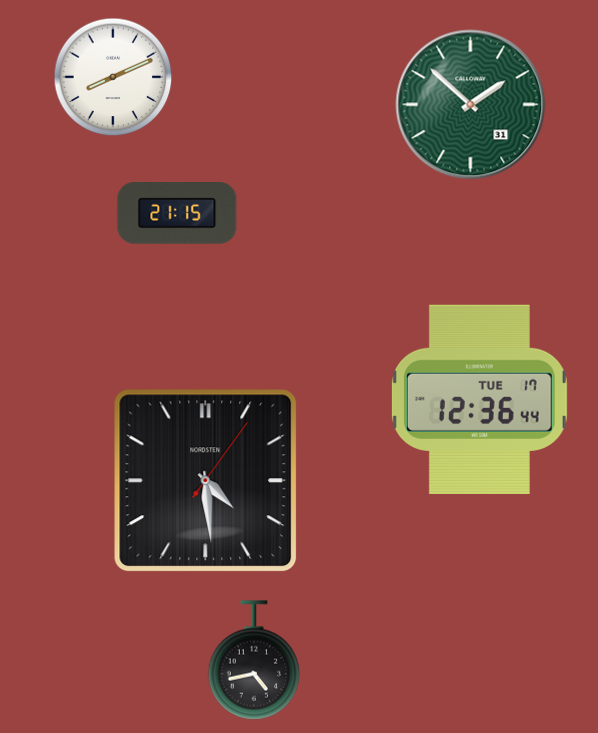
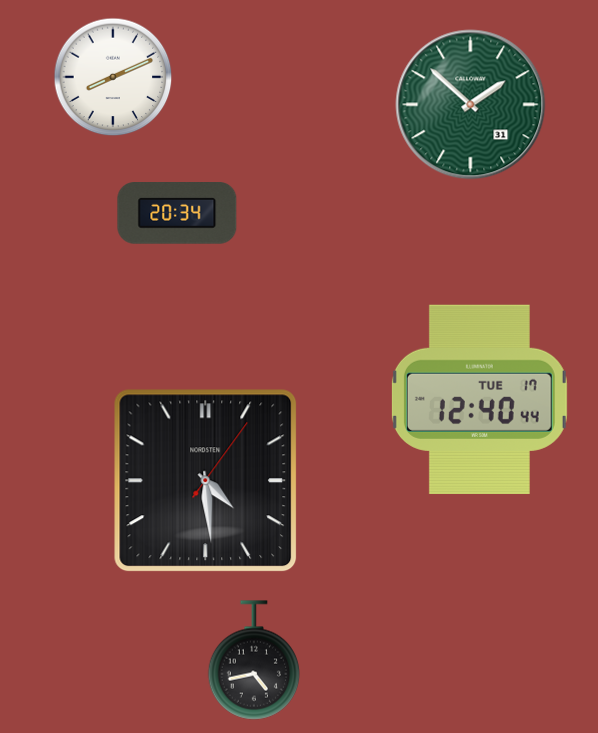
clock at (177, 214): 21:15 -> 20:34
clock at (479, 399): 12:36 -> 12:40
